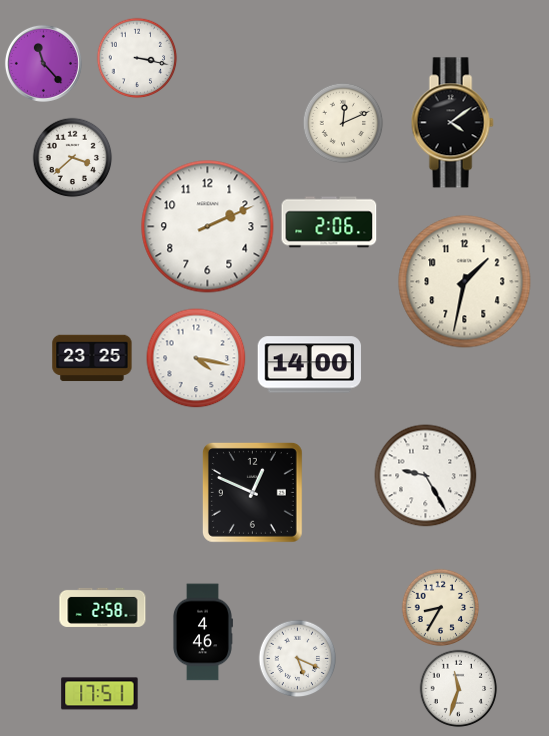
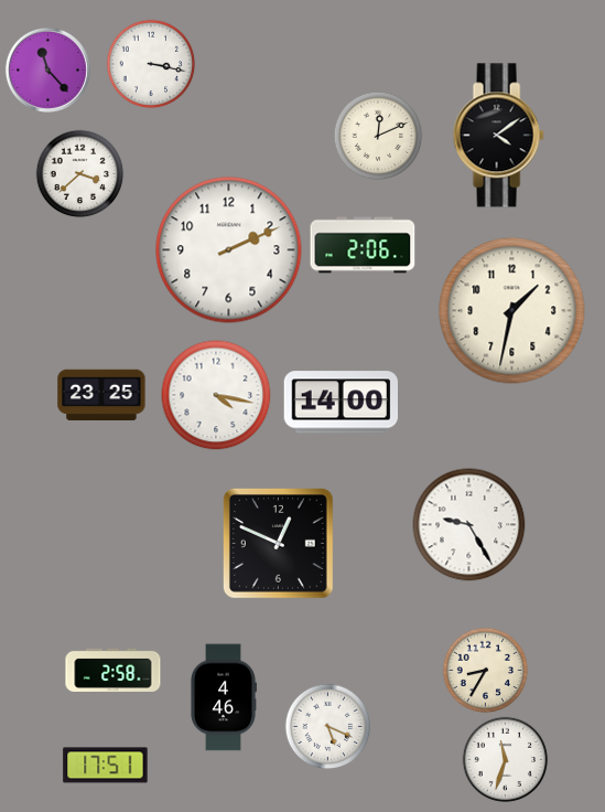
clock at (100, 694) position: (100, 694) -> (106, 766)
